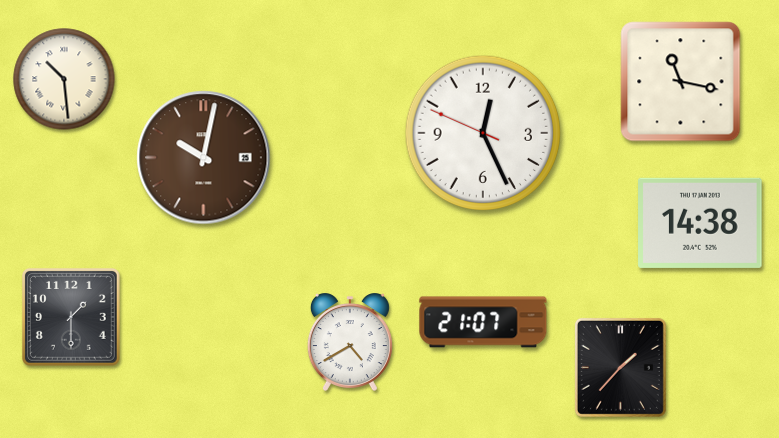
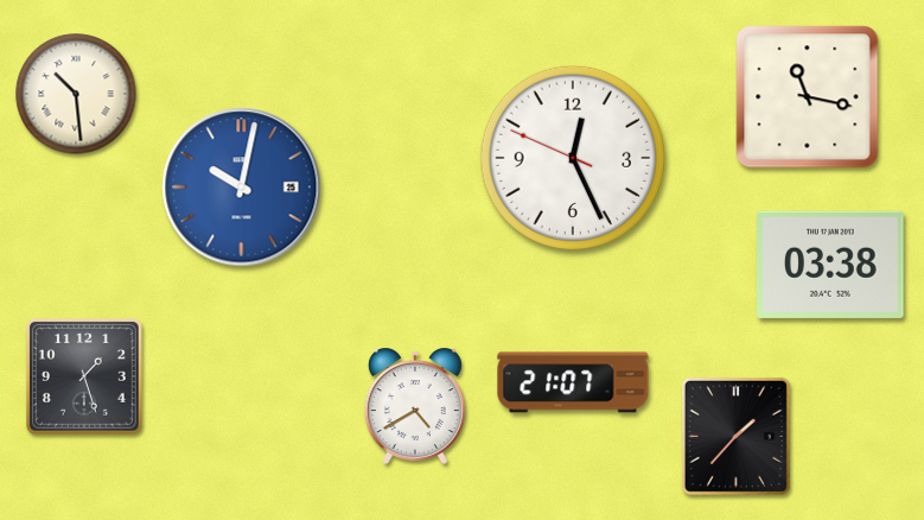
clock at (204, 158) dial: brown -> blue
clock at (700, 223): 14:38 -> 03:38
clock at (71, 317): 1:30 -> 1:27
